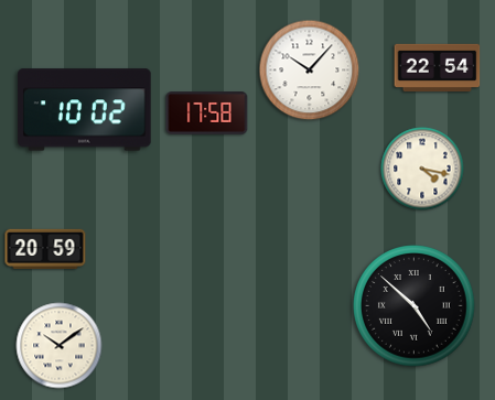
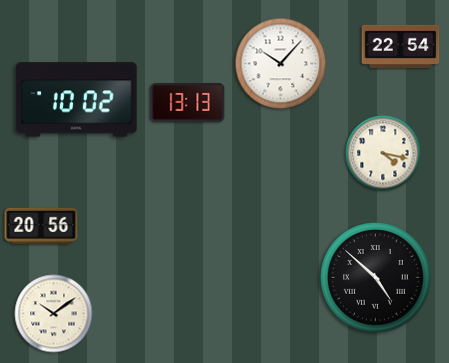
clock at (438, 67) position: (438, 67) -> (401, 46)
clock at (207, 113): 17:58 -> 13:13
clock at (45, 248): 20:59 -> 20:56
